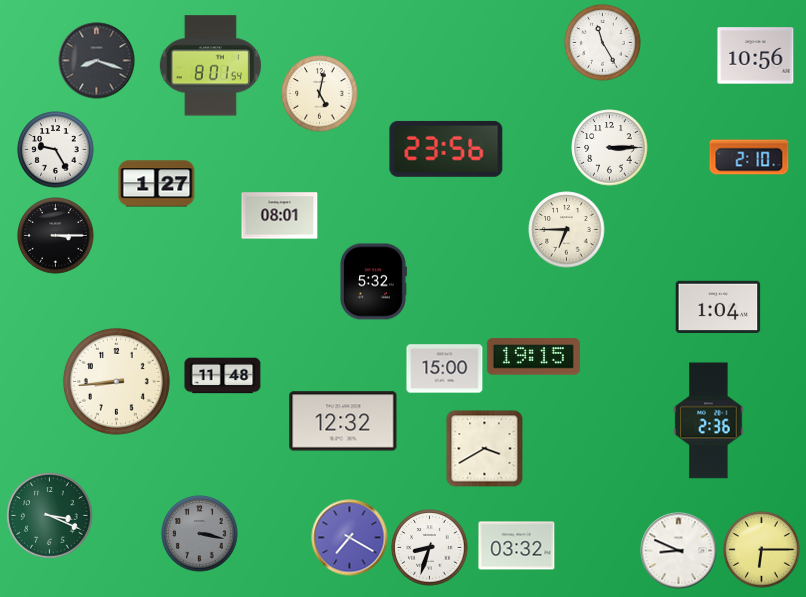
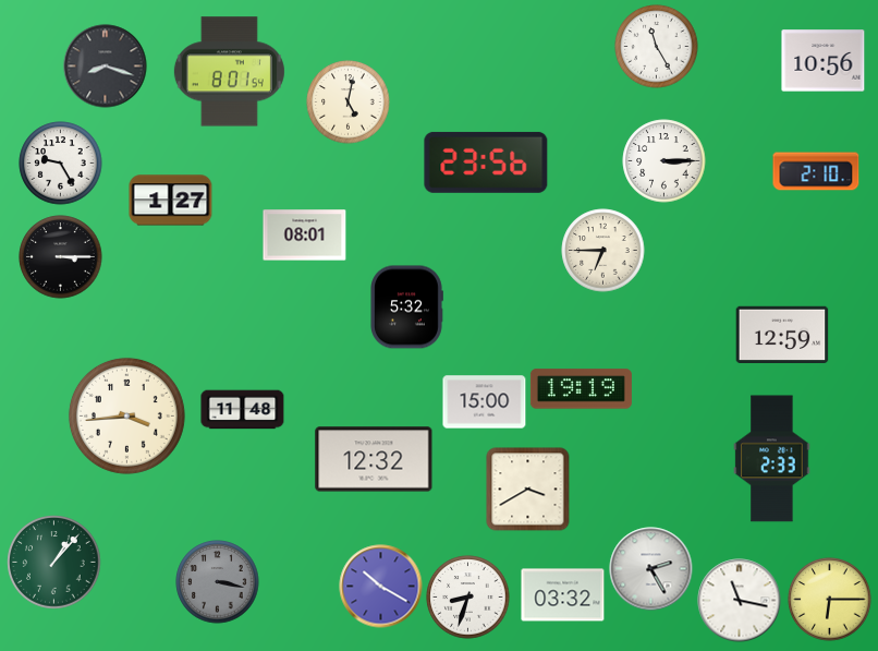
clock at (567, 230) position: (567, 230) -> (603, 251)
clock at (718, 307): 1:04 -> 12:59
clock at (533, 357): 19:15 -> 19:19
clock at (116, 381): 8:44 -> 3:44
clock at (709, 421): 2:36 -> 2:33
clock at (50, 516): 3:19 -> 1:07
clock at (651, 569): none -> 2:25
clock at (350, 538): 7:20 -> 10:20
clock at (679, 551): 8:49 -> 11:17
